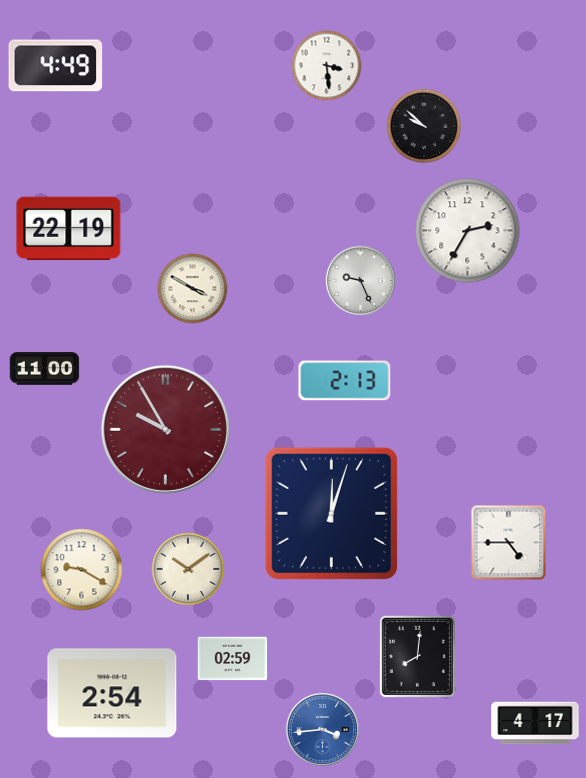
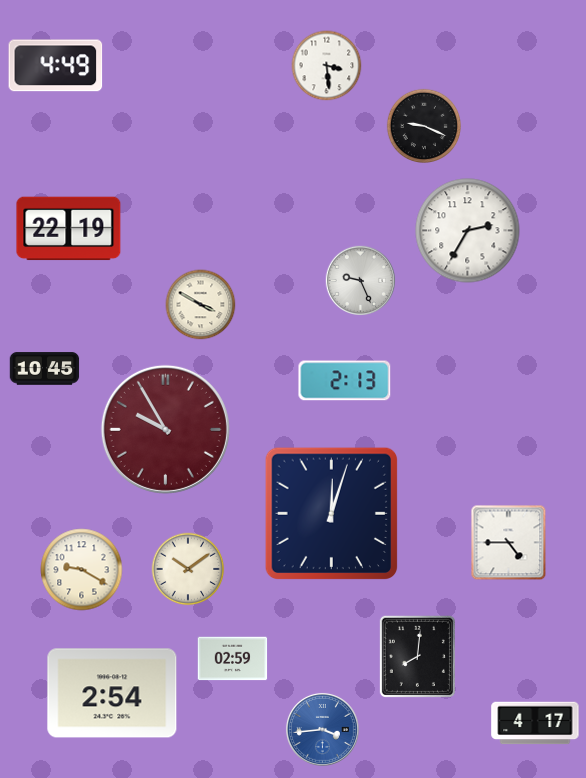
clock at (423, 125): 9:52 -> 9:19
clock at (193, 289) position: (193, 289) -> (201, 305)
clock at (45, 369): 11:00 -> 10:45
